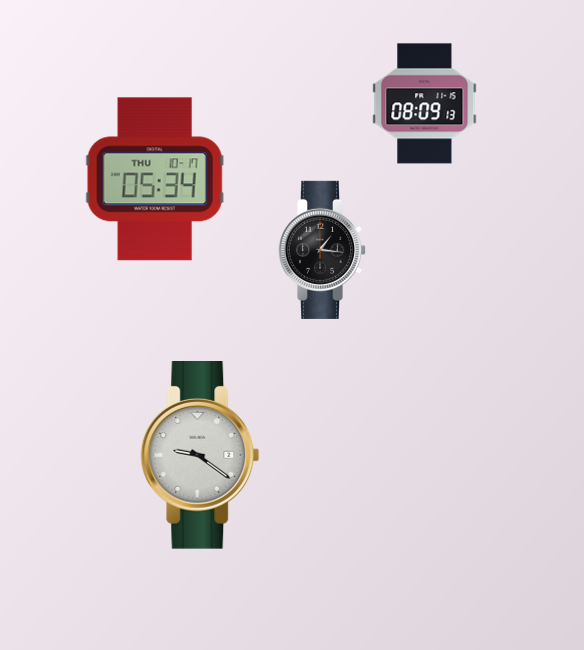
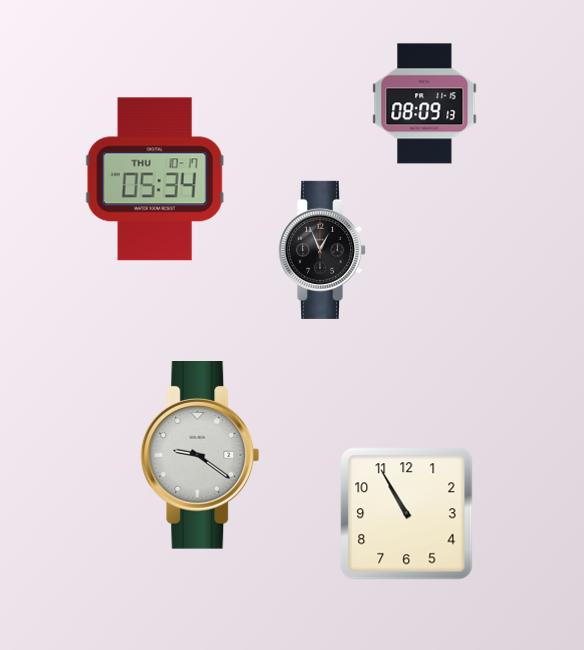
clock at (321, 250): 1:16 -> 12:56
clock at (407, 514): none -> 10:55
